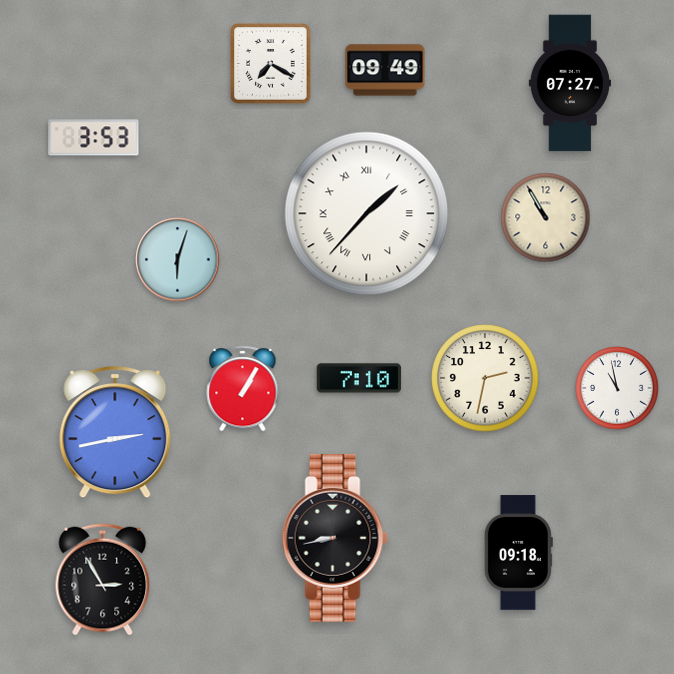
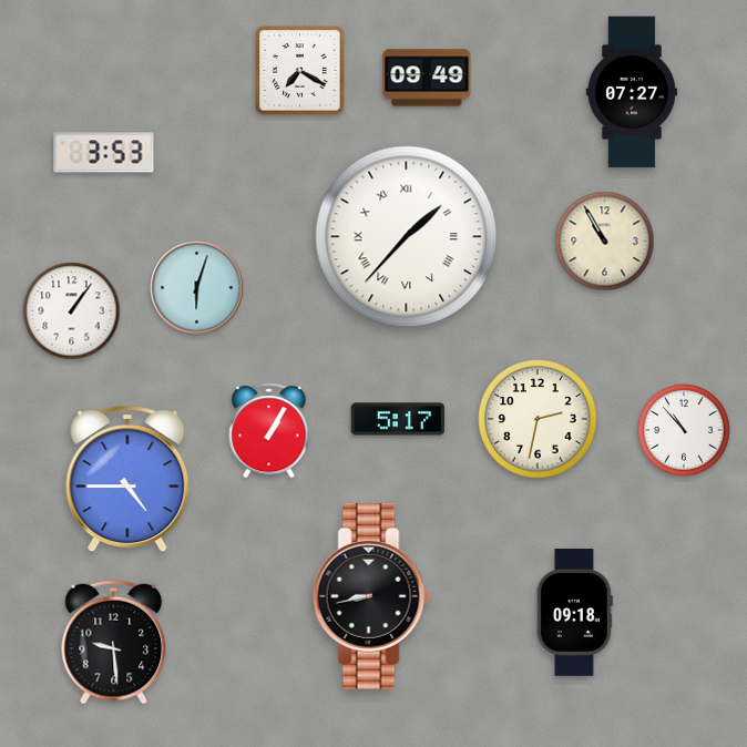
clock at (72, 311): none -> 1:06
clock at (359, 378): 7:10 -> 5:17
clock at (617, 388): 10:58 -> 10:53
clock at (115, 433): 2:43 -> 4:45
clock at (103, 580): 2:55 -> 9:29
